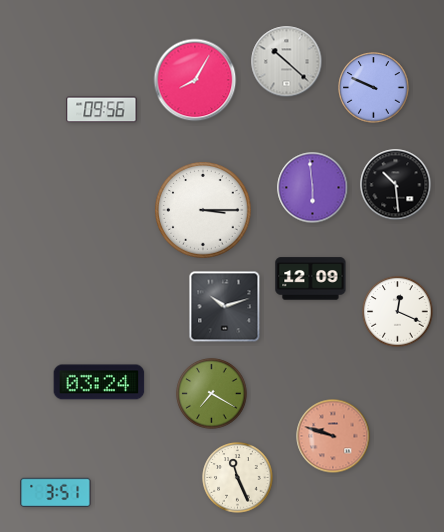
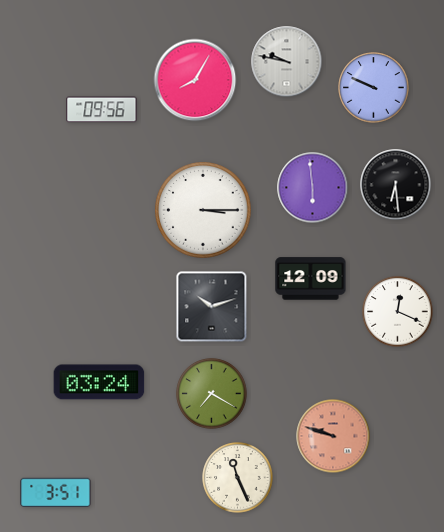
clock at (287, 62): 10:22 -> 9:47
clock at (396, 185): 10:29 -> 6:29
clock at (225, 307) position: (225, 307) -> (212, 307)
